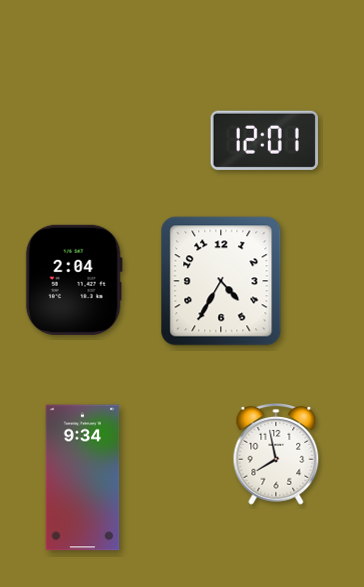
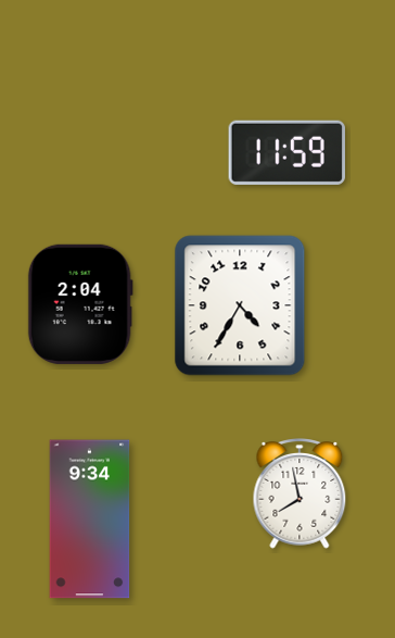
clock at (264, 140): 12:01 -> 11:59
